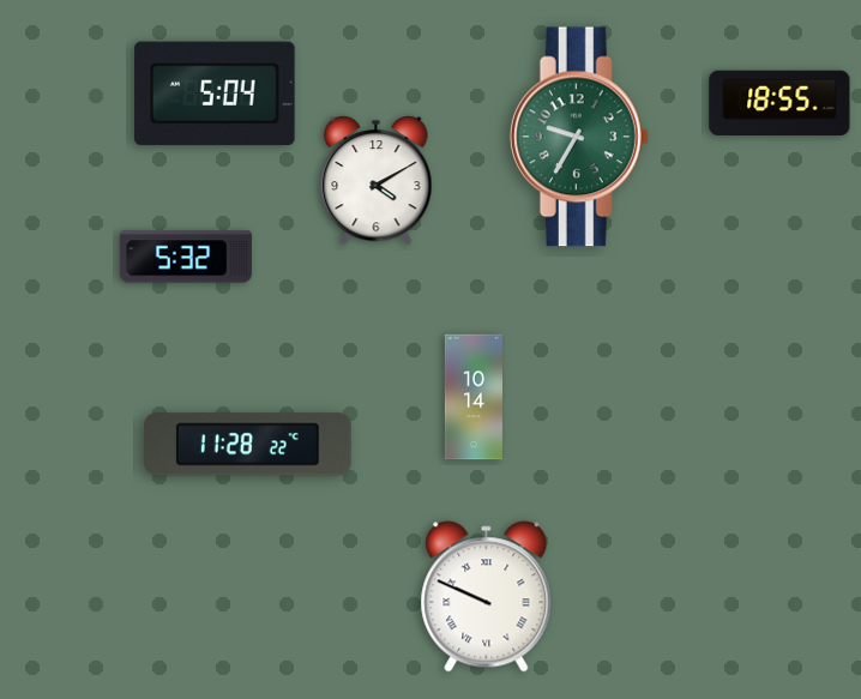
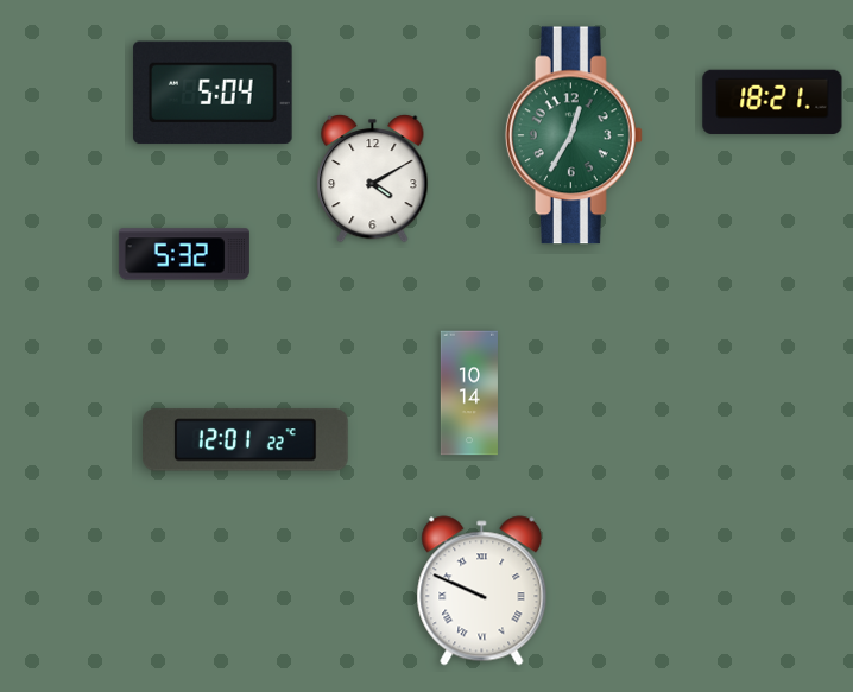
clock at (779, 103): 18:55 -> 18:21
clock at (579, 137): 9:35 -> 12:35
clock at (248, 445): 11:28 -> 12:01
